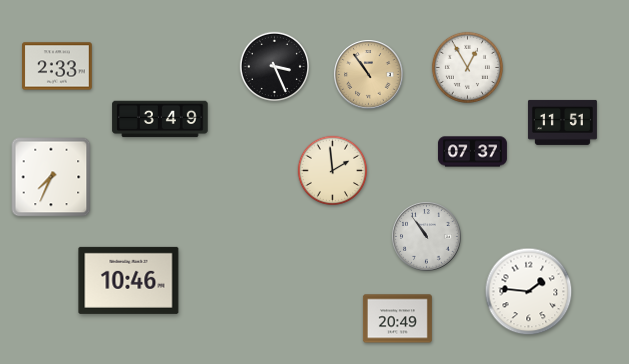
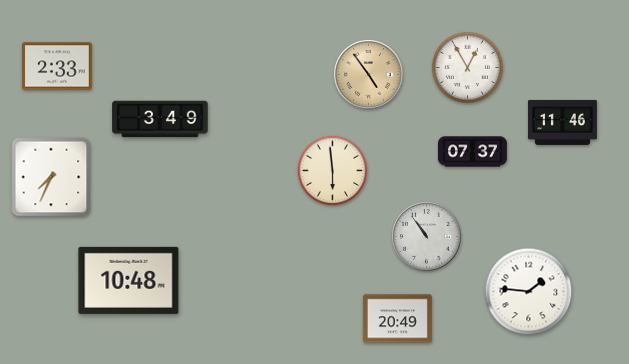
clock at (275, 67): 3:26 -> none
clock at (369, 75): 10:54 -> 4:54
clock at (562, 122): 11:51 -> 11:46
clock at (333, 171): 1:59 -> 5:59
clock at (129, 280): 10:46 -> 10:48
